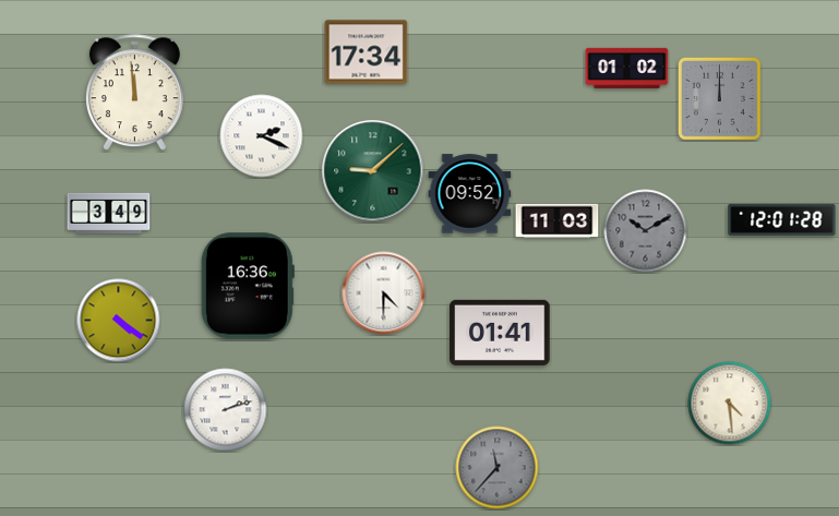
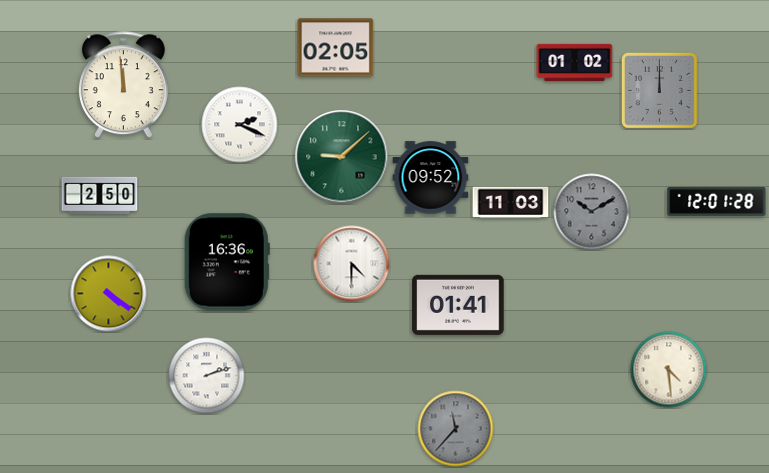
clock at (367, 52): 17:34 -> 02:05
clock at (109, 213): 3:49 -> 2:50
clock at (384, 293) position: (384, 293) -> (352, 264)
